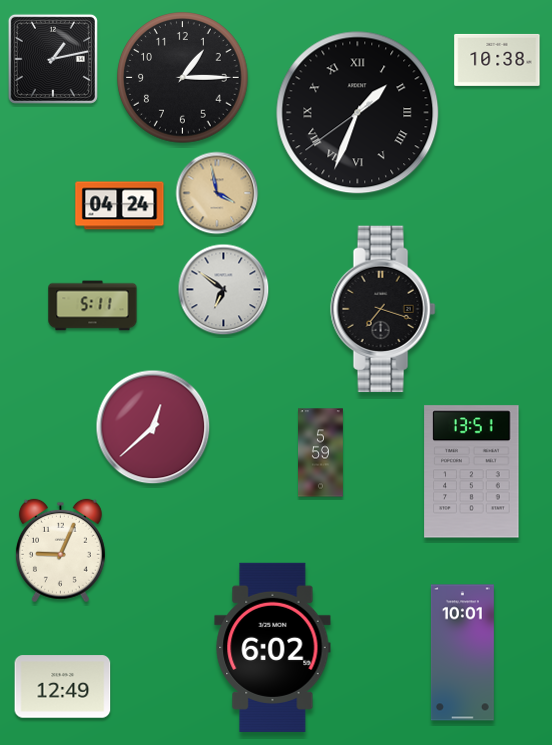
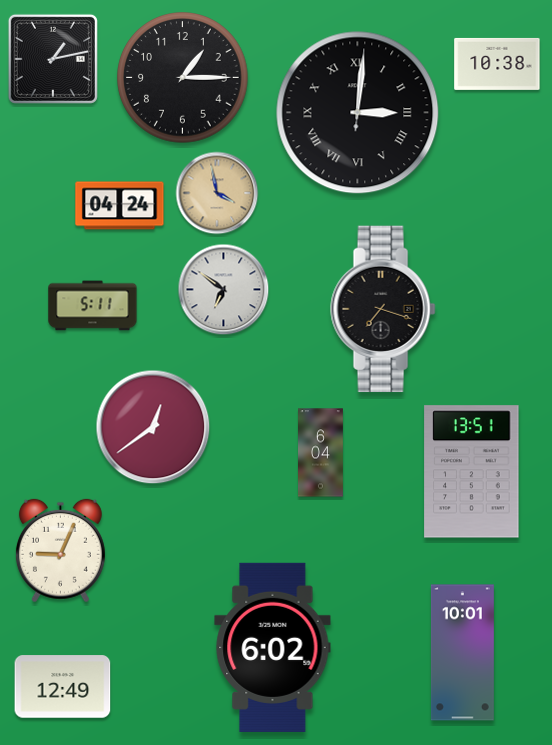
clock at (497, 60) position: (497, 60) -> (497, 64)
clock at (358, 113): 1:33 -> 3:01
clock at (153, 427): 12:38 -> 12:39
clock at (321, 453): 5:59 -> 6:04
